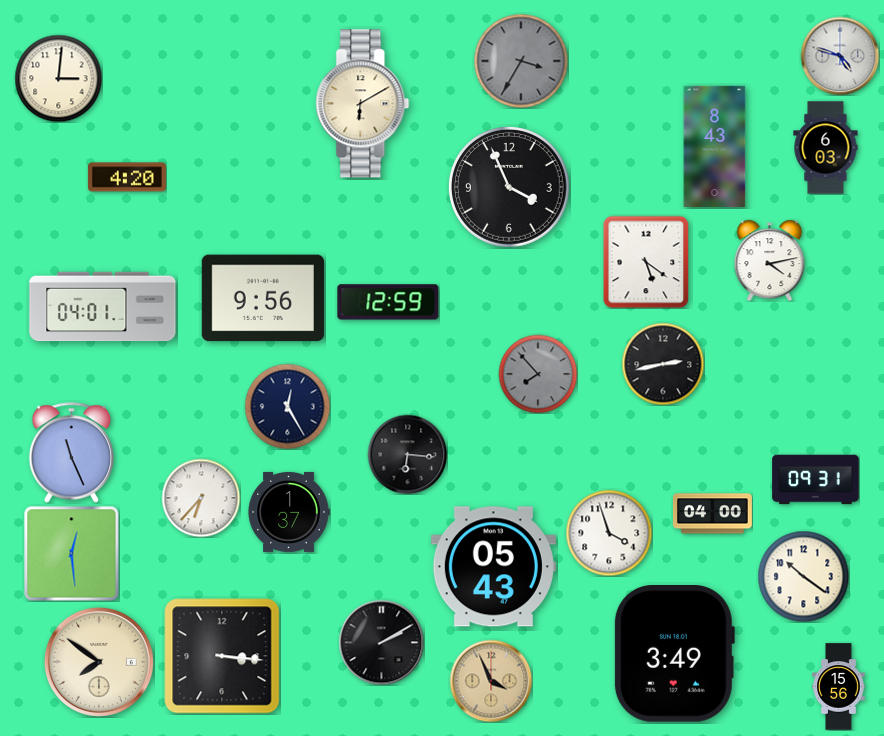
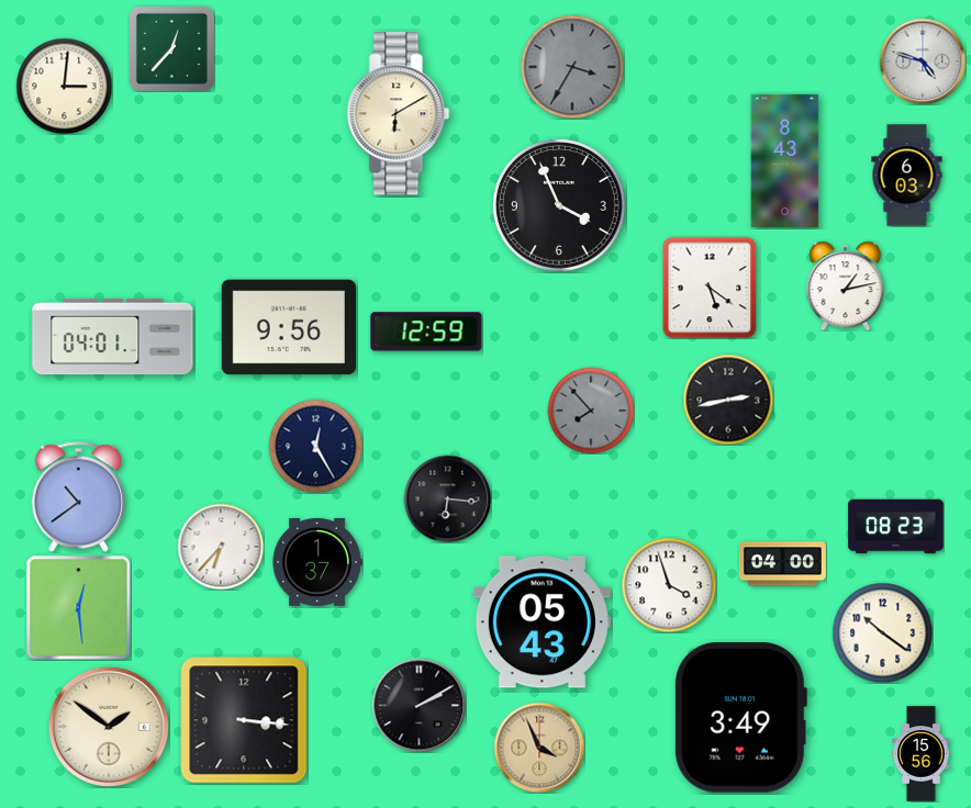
clock at (171, 48): none -> 12:37
clock at (826, 148) position: (826, 148) -> (907, 176)
clock at (127, 177): 4:20 -> none
clock at (770, 260): 4:13 -> 1:13
clock at (72, 453): 11:26 -> 10:39
clock at (816, 480): 09:31 -> 08:23
clock at (99, 662): 7:51 -> 1:51
